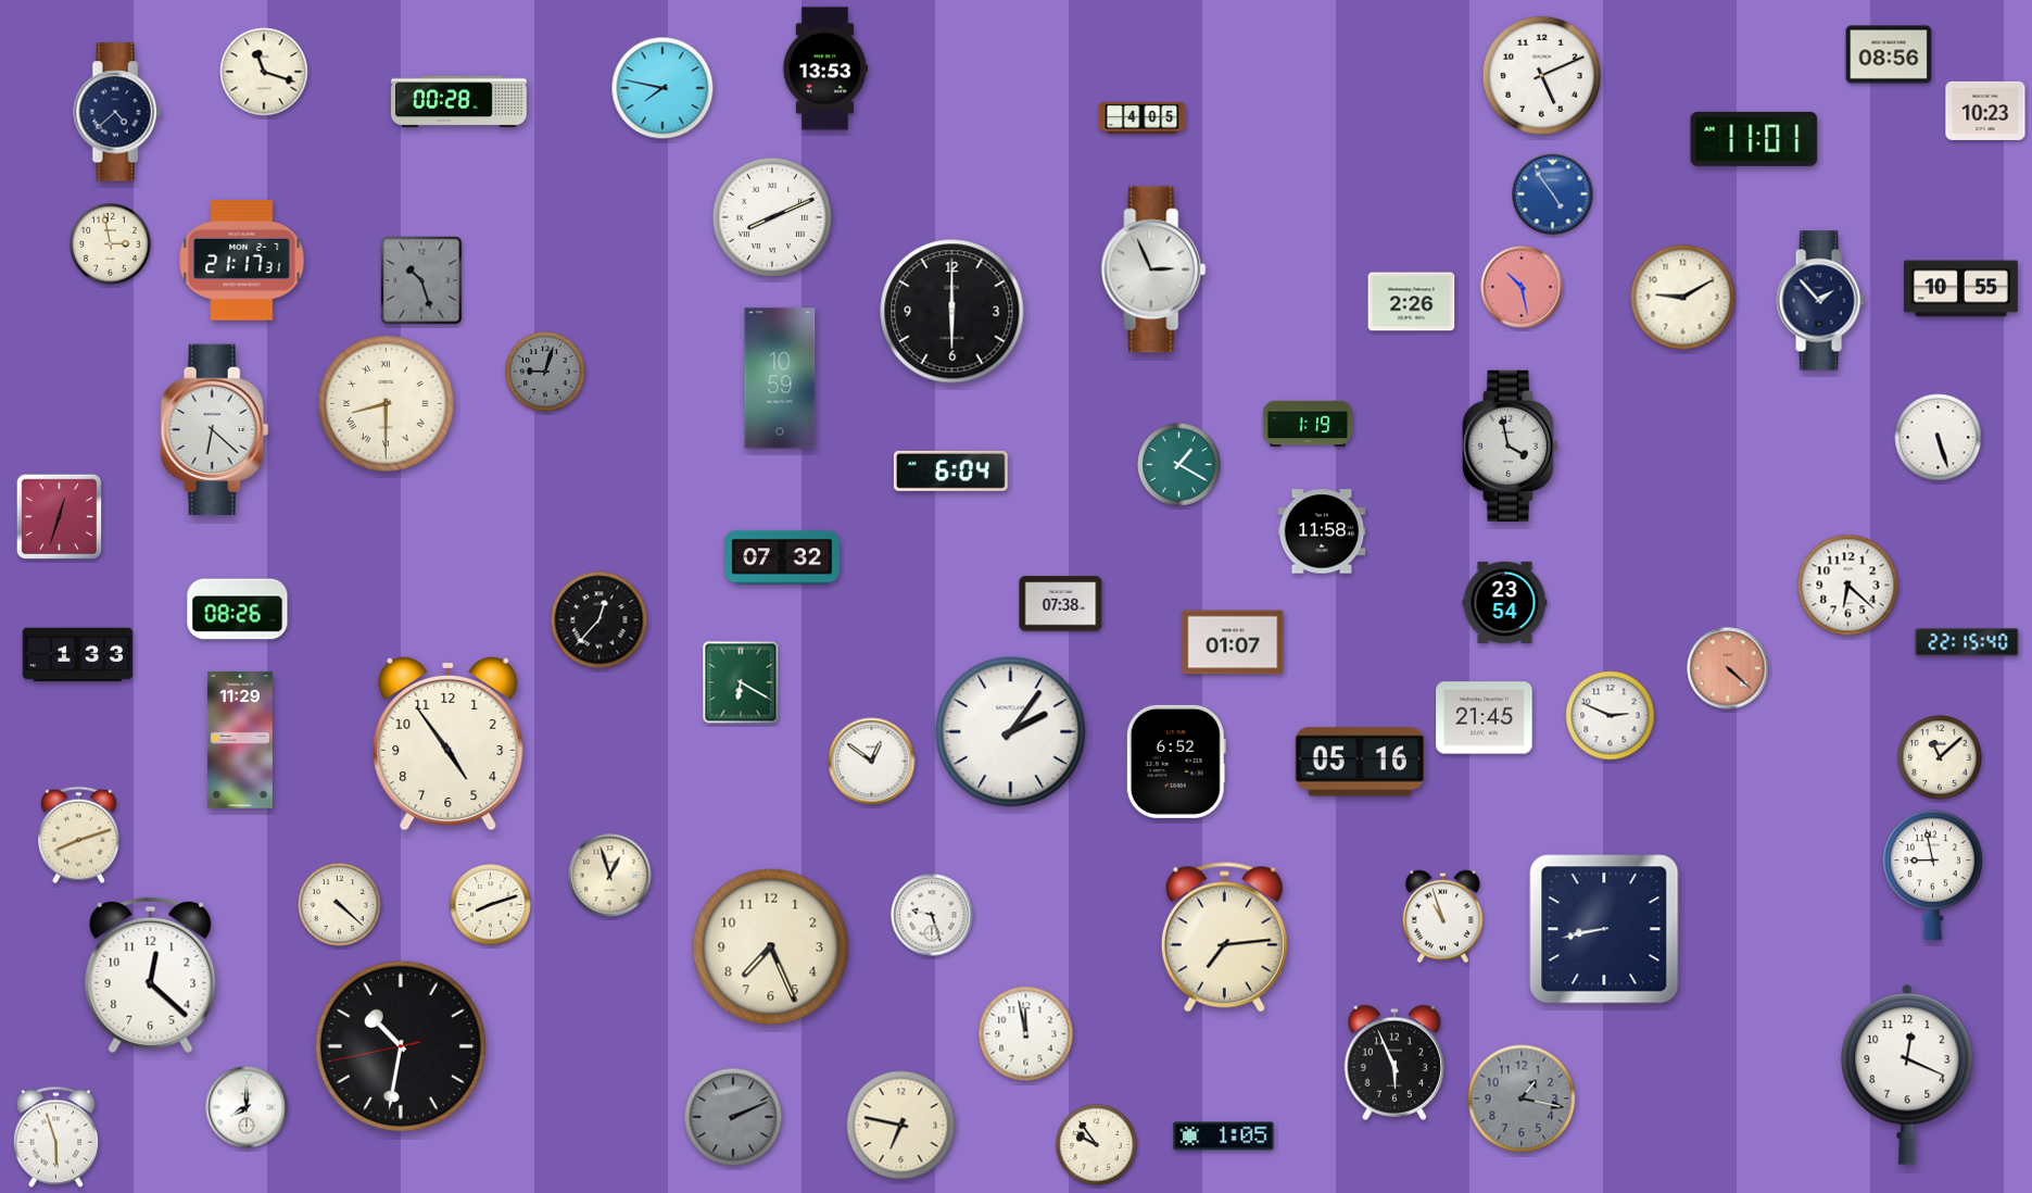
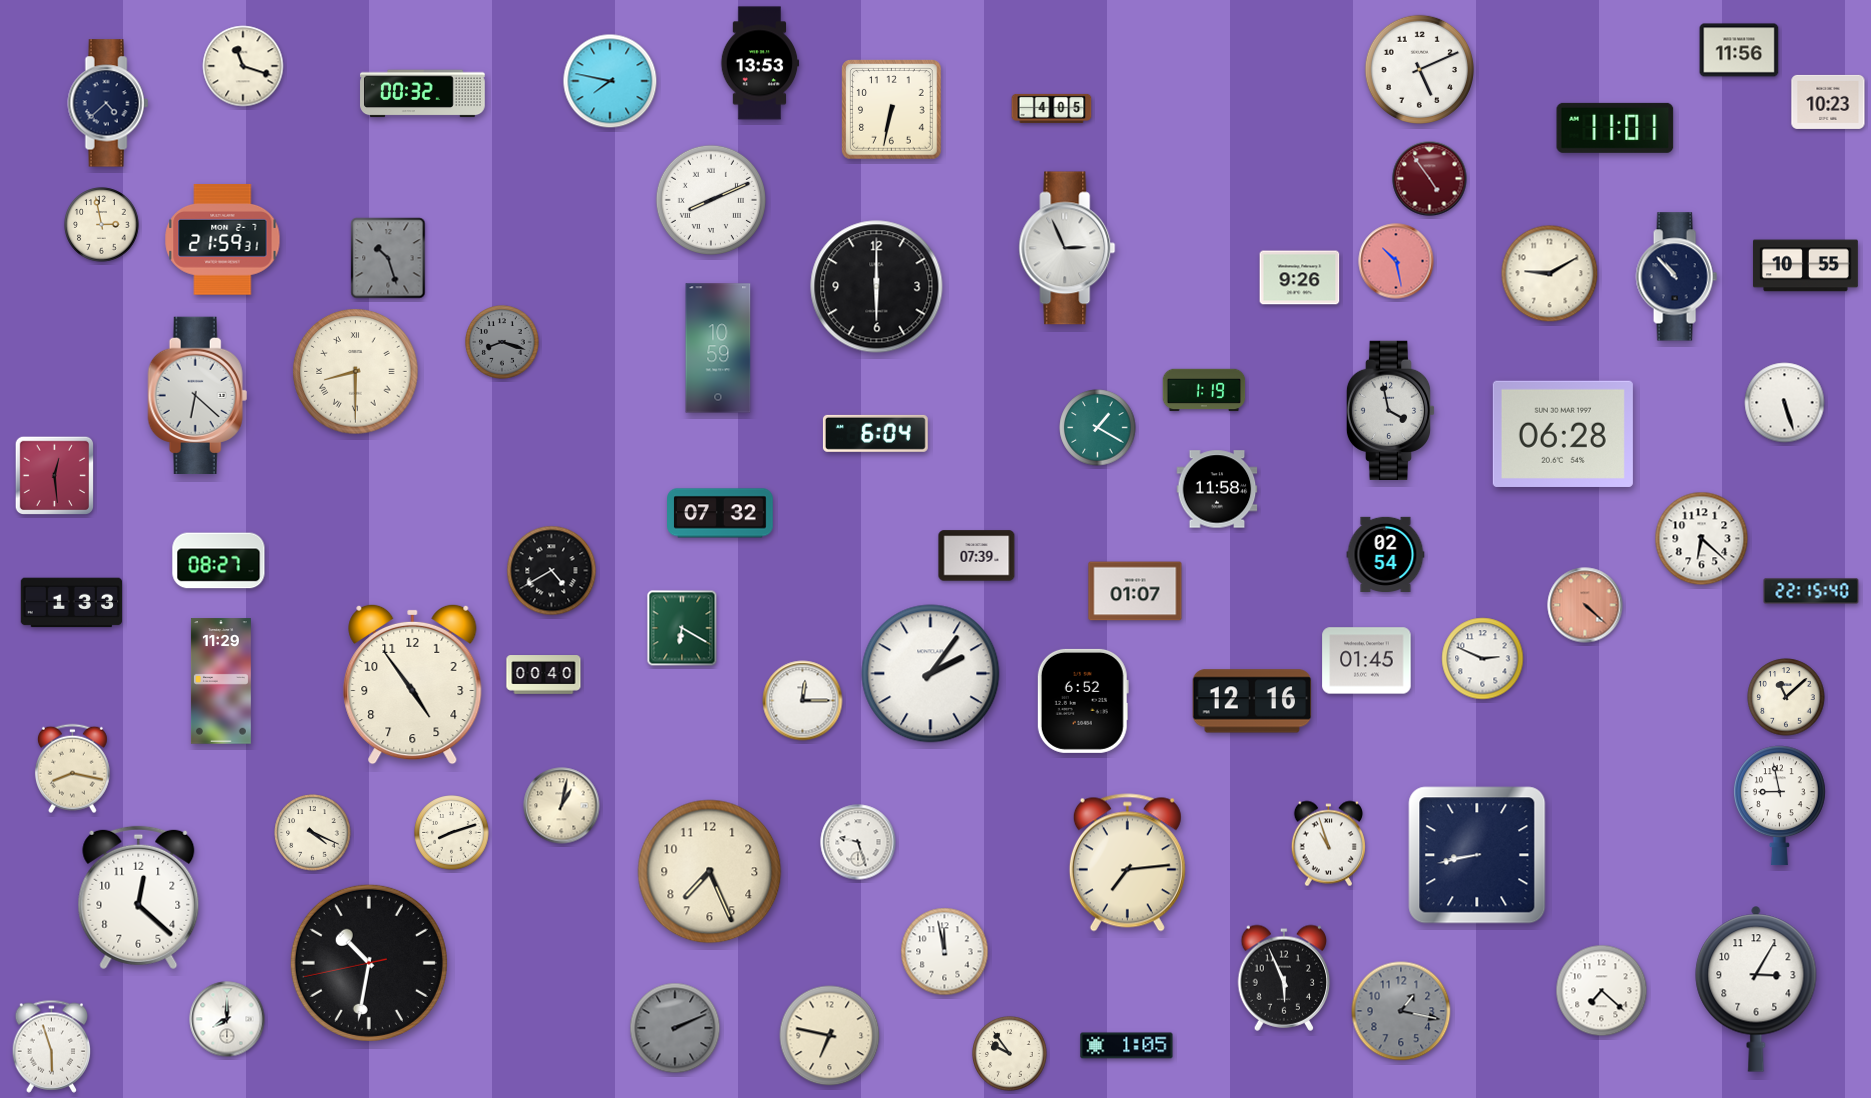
clock at (1889, 54): 08:56 -> 11:56
clock at (459, 102): 00:28 -> 00:32
clock at (892, 110): none -> 6:32
clock at (1553, 194) dial: blue -> burgundy
clock at (242, 261): 21:17 -> 21:59
clock at (1153, 269) position: (1153, 269) -> (1067, 248)
clock at (1522, 287) position: (1522, 287) -> (1396, 261)
clock at (1820, 301): 1:53 -> 10:53
clock at (1412, 302): 2:26 -> 9:26
clock at (545, 372): 9:03 -> 8:18
clock at (1179, 465) position: (1179, 465) -> (1098, 428)
clock at (1563, 434): none -> 06:28
clock at (59, 516): 12:33 -> 12:29
clock at (1505, 602): 23:54 -> 02:54
clock at (1061, 604): 07:38 -> 07:39
clock at (238, 610): 08:26 -> 08:27
clock at (599, 620): 12:37 -> 4:40
clock at (1728, 668) position: (1728, 668) -> (1585, 605)
clock at (1485, 718): 21:45 -> 01:45
clock at (544, 675): none -> 00:40
clock at (872, 762): 12:51 -> 12:15
clock at (1360, 762): 05:16 -> 12:16
clock at (78, 836): 8:12 -> 8:17
clock at (610, 876): 12:57 -> 1:02
clock at (340, 905): 4:22 -> 4:19
clock at (1907, 1075): 12:19 -> 3:05
clock at (1602, 991): none -> 7:22
